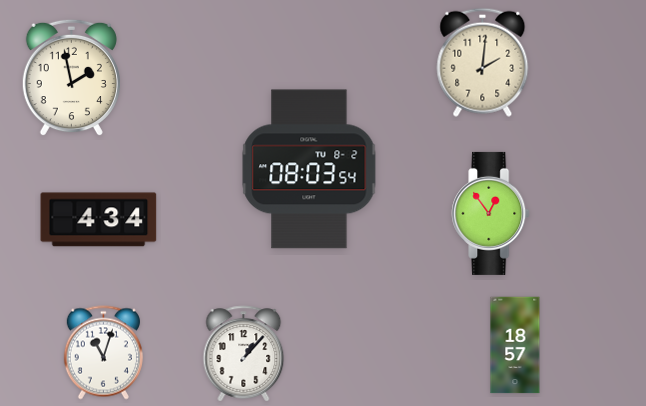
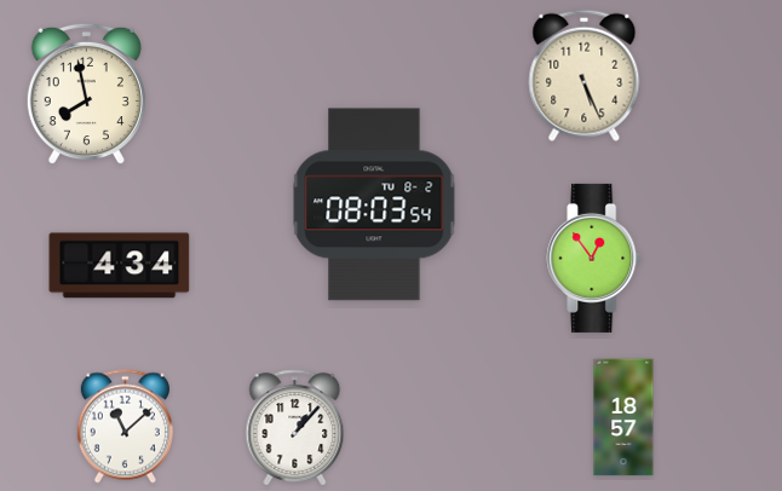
clock at (483, 62): 2:01 -> 5:26
clock at (71, 78): 1:58 -> 7:58
clock at (103, 353): 11:03 -> 11:08
